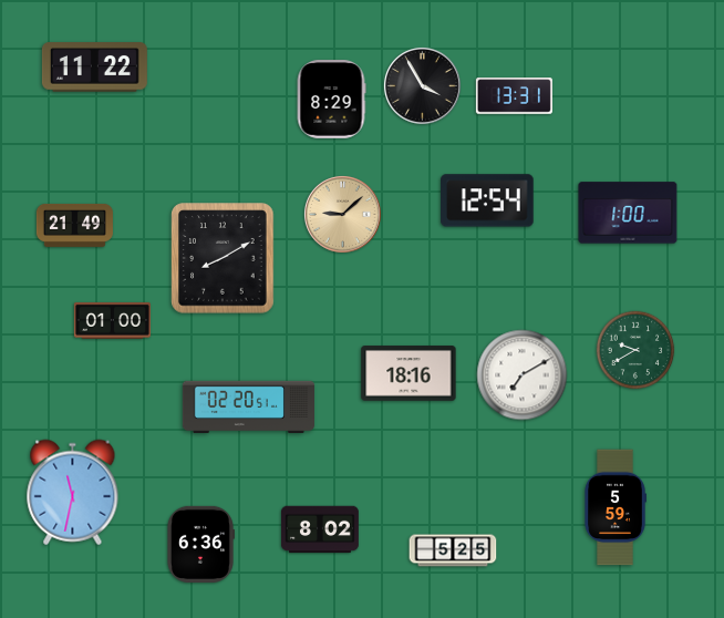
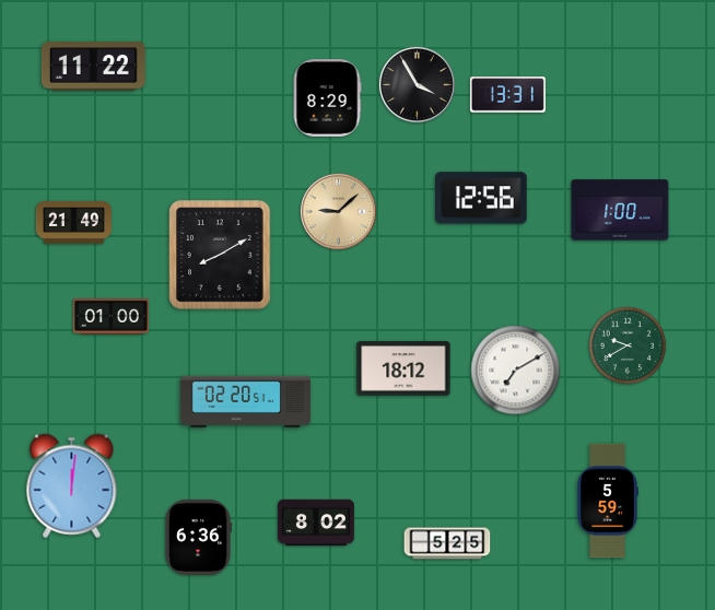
clock at (488, 200): 12:54 -> 12:56
clock at (408, 373): 18:16 -> 18:12
clock at (73, 493): 11:32 -> 12:01
